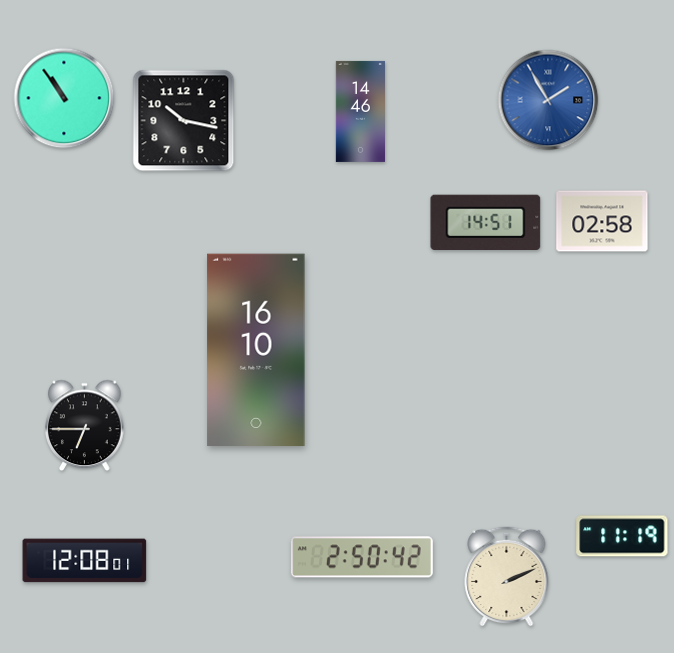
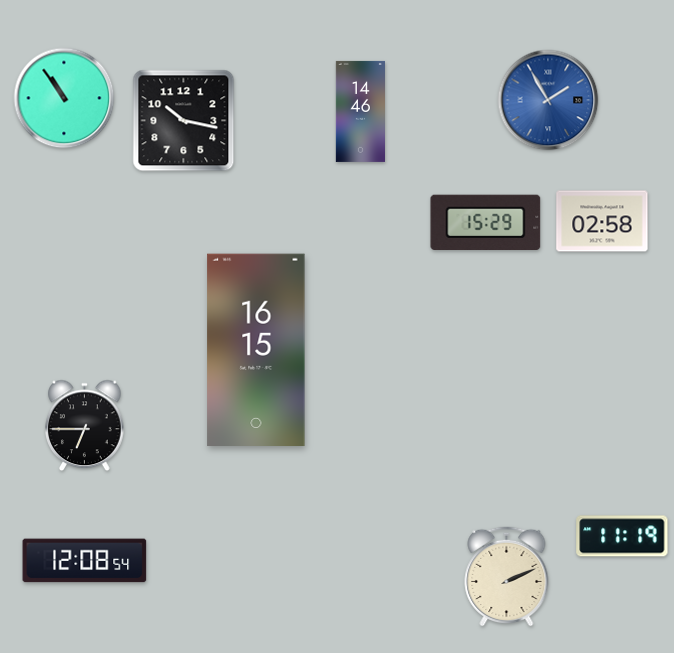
clock at (486, 222): 14:51 -> 15:29
clock at (256, 350): 16:10 -> 16:15
clock at (362, 557): 2:50 -> none
clock at (85, 561): 12:08:01 -> 12:08:54
